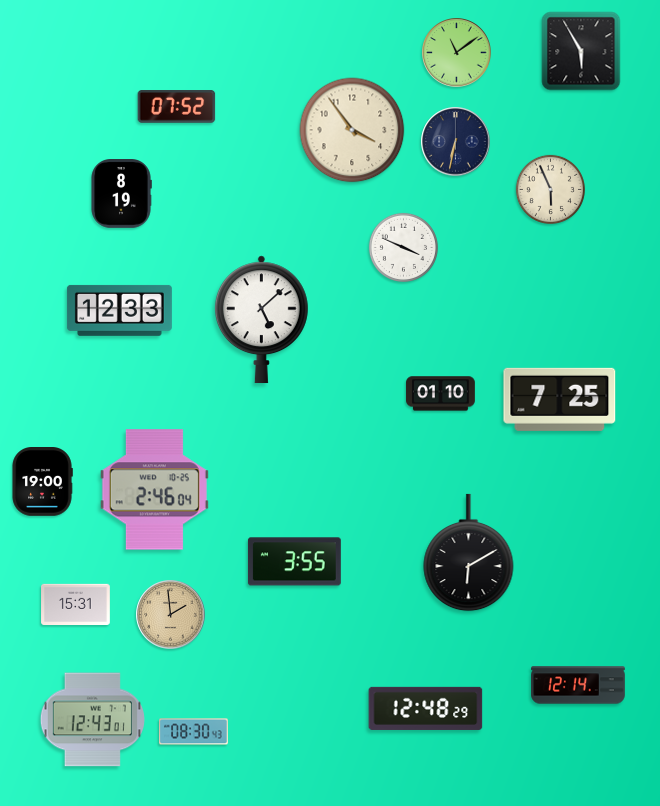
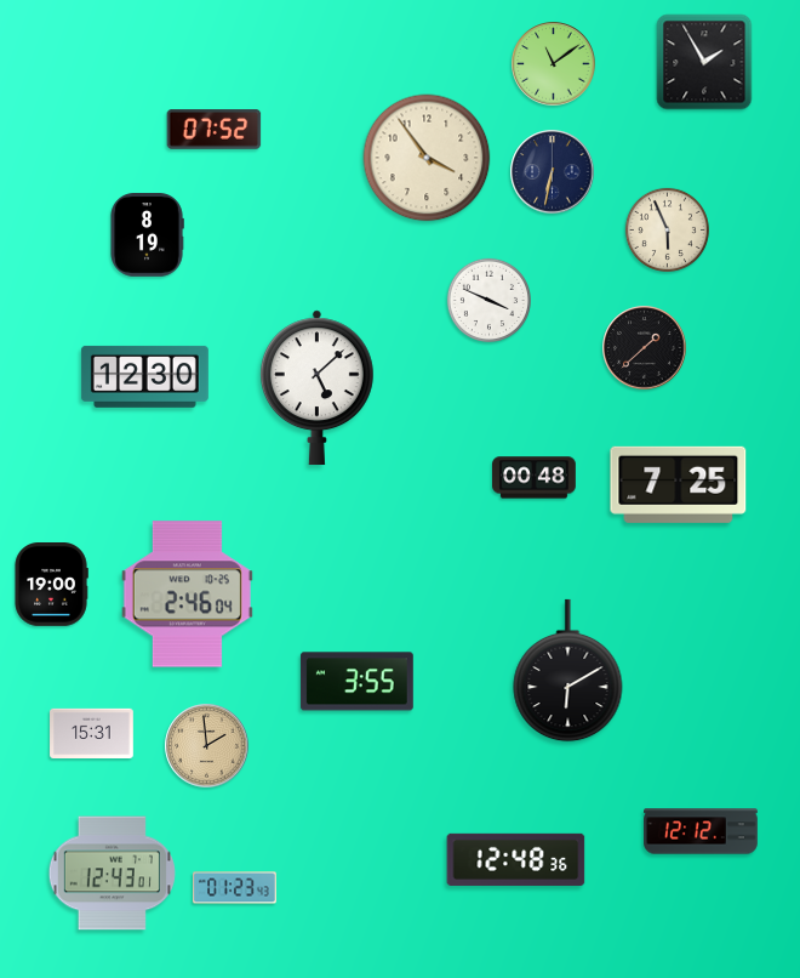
clock at (581, 51): 5:55 -> 1:55
clock at (645, 348): none -> 1:38
clock at (119, 310): 12:33 -> 12:30
clock at (441, 394): 01:10 -> 00:48
clock at (578, 685): 12:14 -> 12:12
clock at (426, 708): 12:48:29 -> 12:48:36
clock at (194, 732): 08:30 -> 01:23
